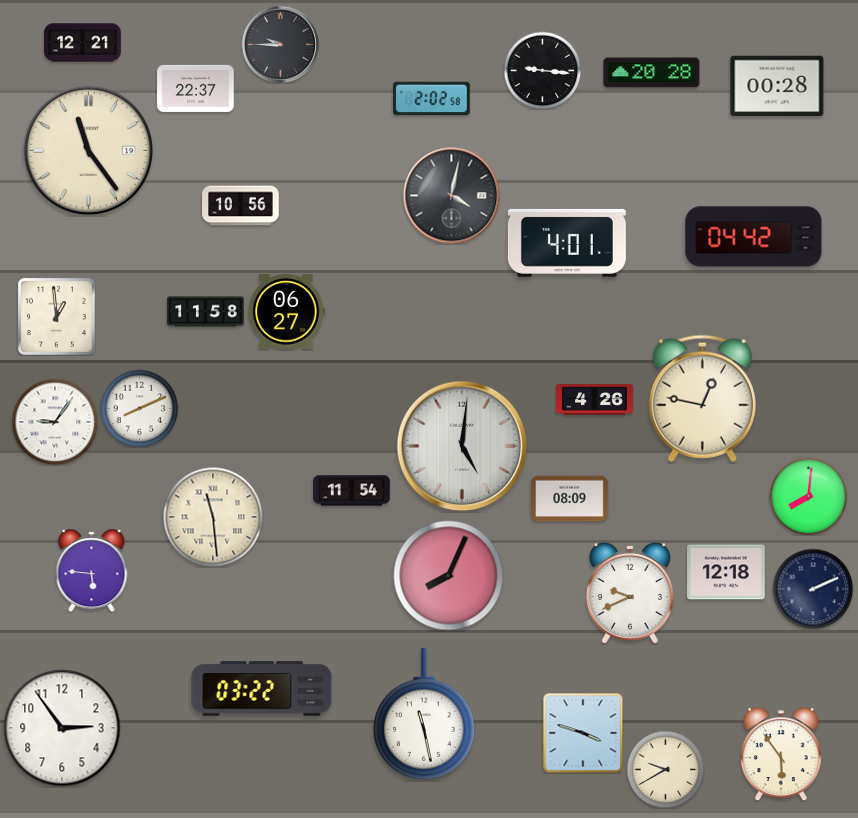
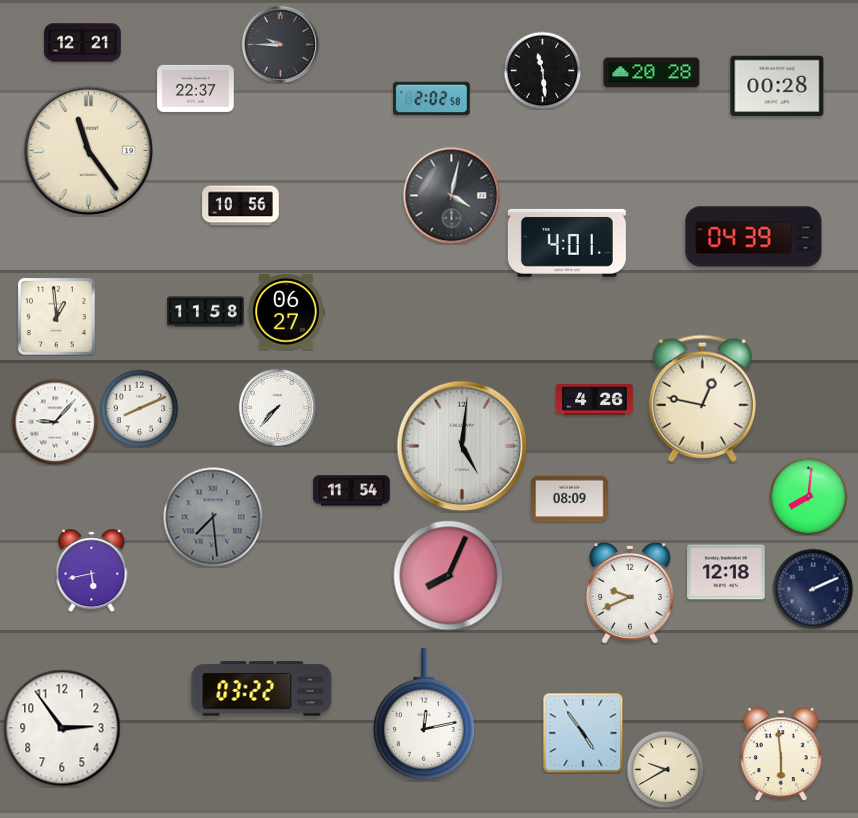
clock at (542, 70): 9:16 -> 11:29
clock at (754, 237): 04:42 -> 04:39
clock at (277, 407): none -> 7:37
clock at (55, 422): 9:06 -> 9:07
clock at (213, 517): 11:29 -> 7:29
clock at (213, 517) dial: cream -> grey
clock at (92, 571): 5:46 -> 5:43
clock at (424, 714): 11:28 -> 12:13
clock at (583, 733): 3:48 -> 4:54
clock at (781, 754): 5:54 -> 5:59
